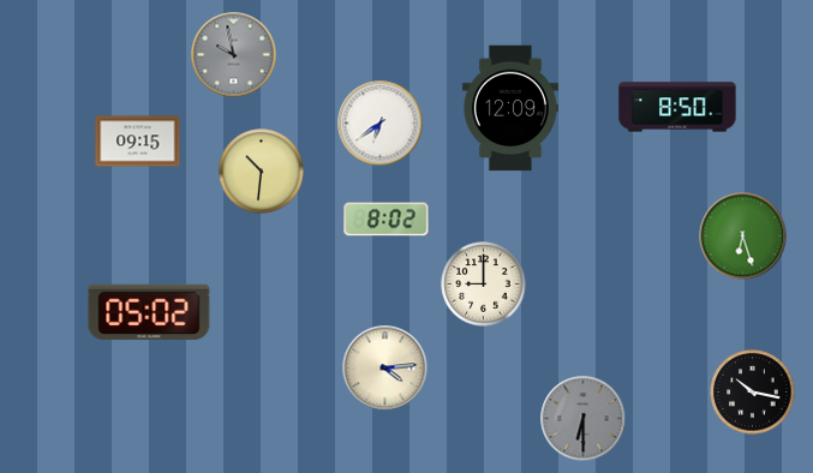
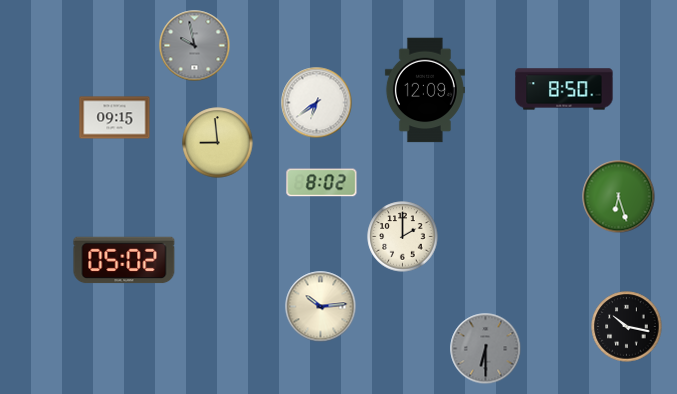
clock at (262, 172): 10:31 -> 8:59
clock at (484, 285): 9:00 -> 2:00
clock at (385, 369): 4:14 -> 10:14
